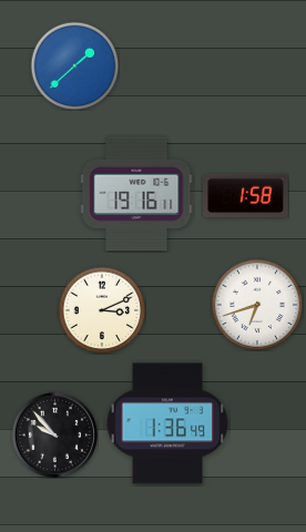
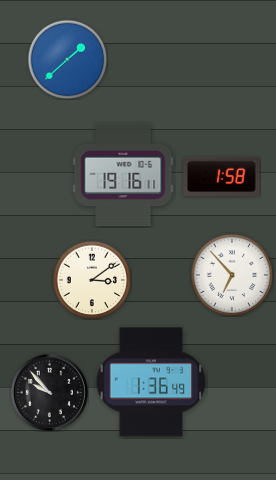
clock at (257, 305): 6:42 -> 6:53
clock at (102, 310): 3:11 -> 3:09
